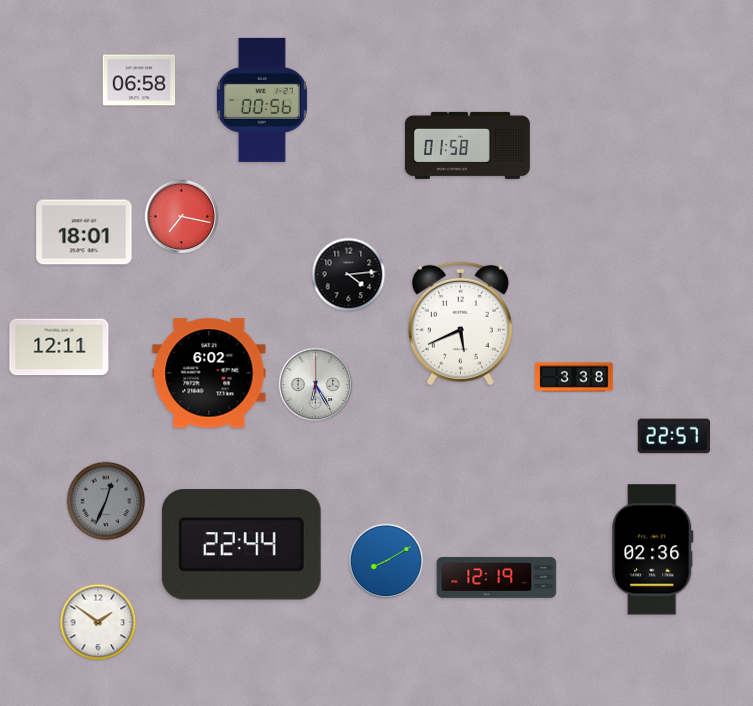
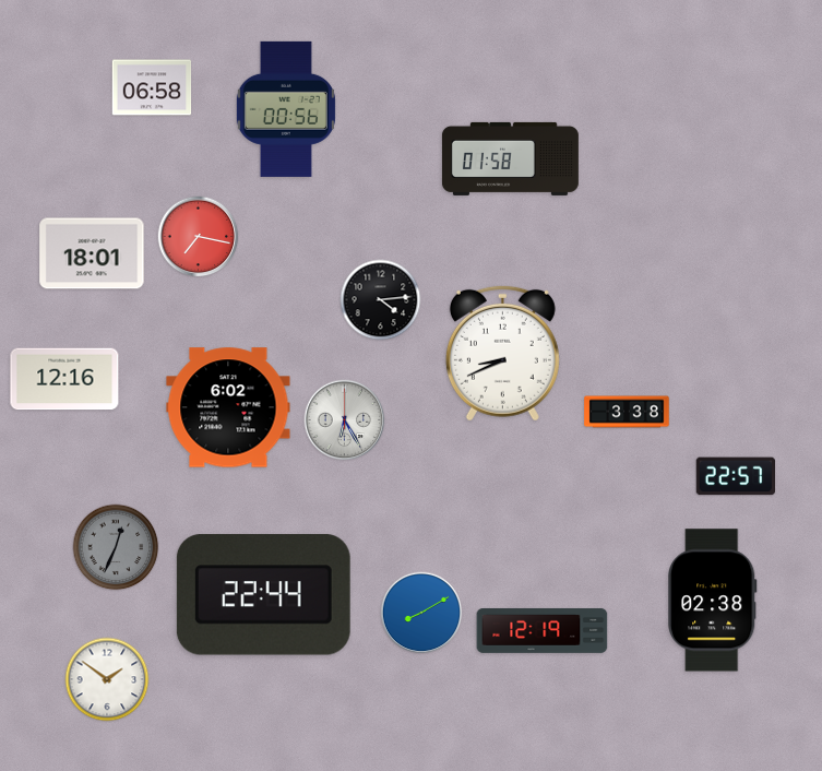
clock at (460, 323): 5:41 -> 8:41
clock at (59, 347): 12:11 -> 12:16
clock at (653, 550): 02:36 -> 02:38
